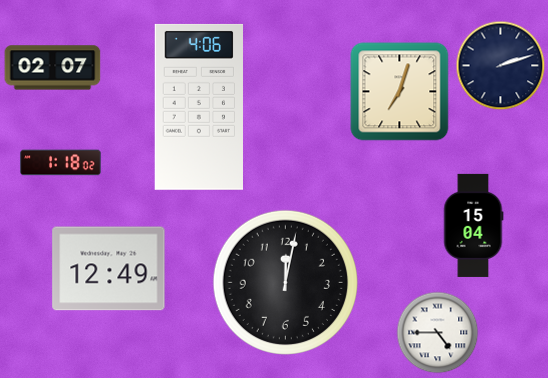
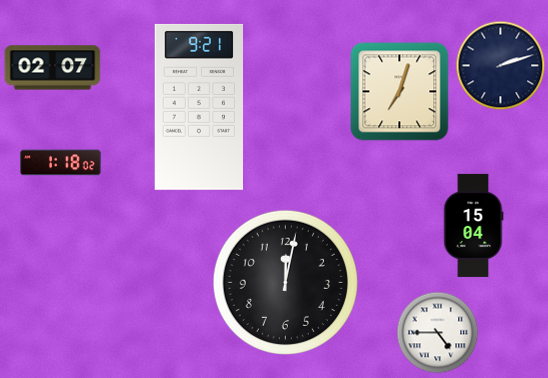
clock at (198, 107): 4:06 -> 9:21
clock at (109, 269): 12:49 -> none
